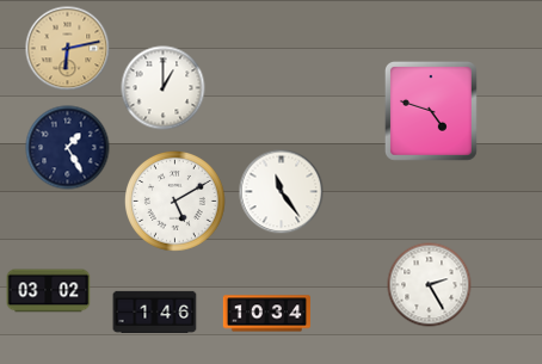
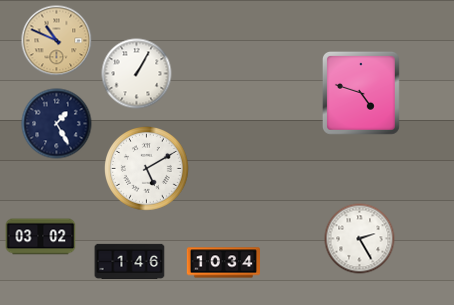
clock at (68, 49): 6:13 -> 10:49
clock at (164, 88): 1:00 -> 1:05
clock at (282, 192): 11:24 -> none
clock at (49, 291) position: (49, 291) -> (41, 237)
